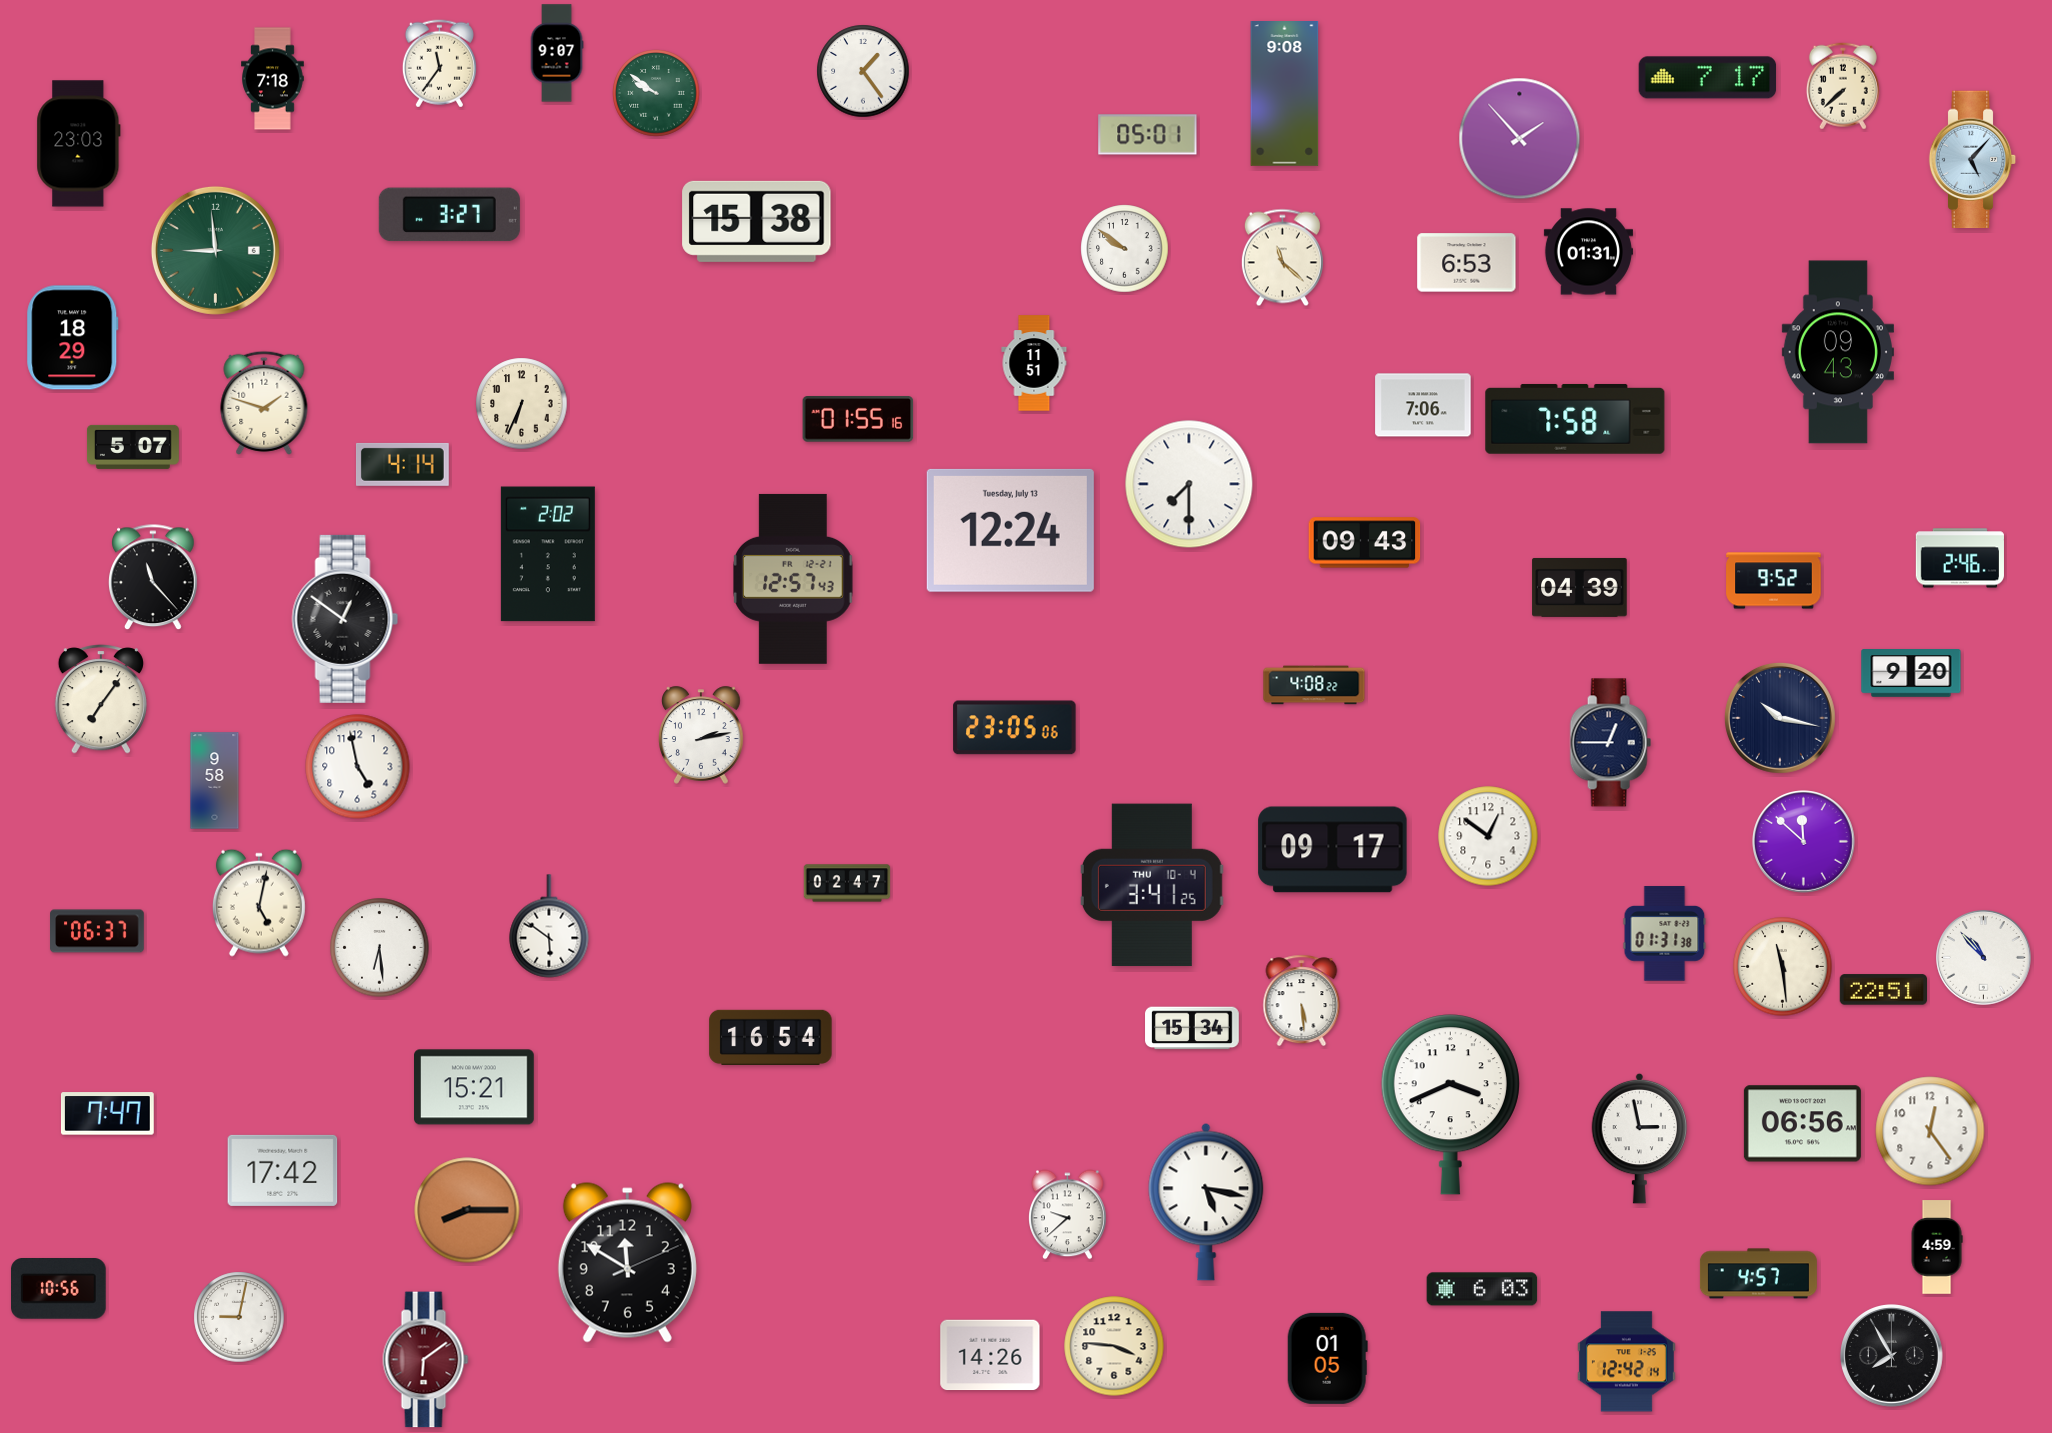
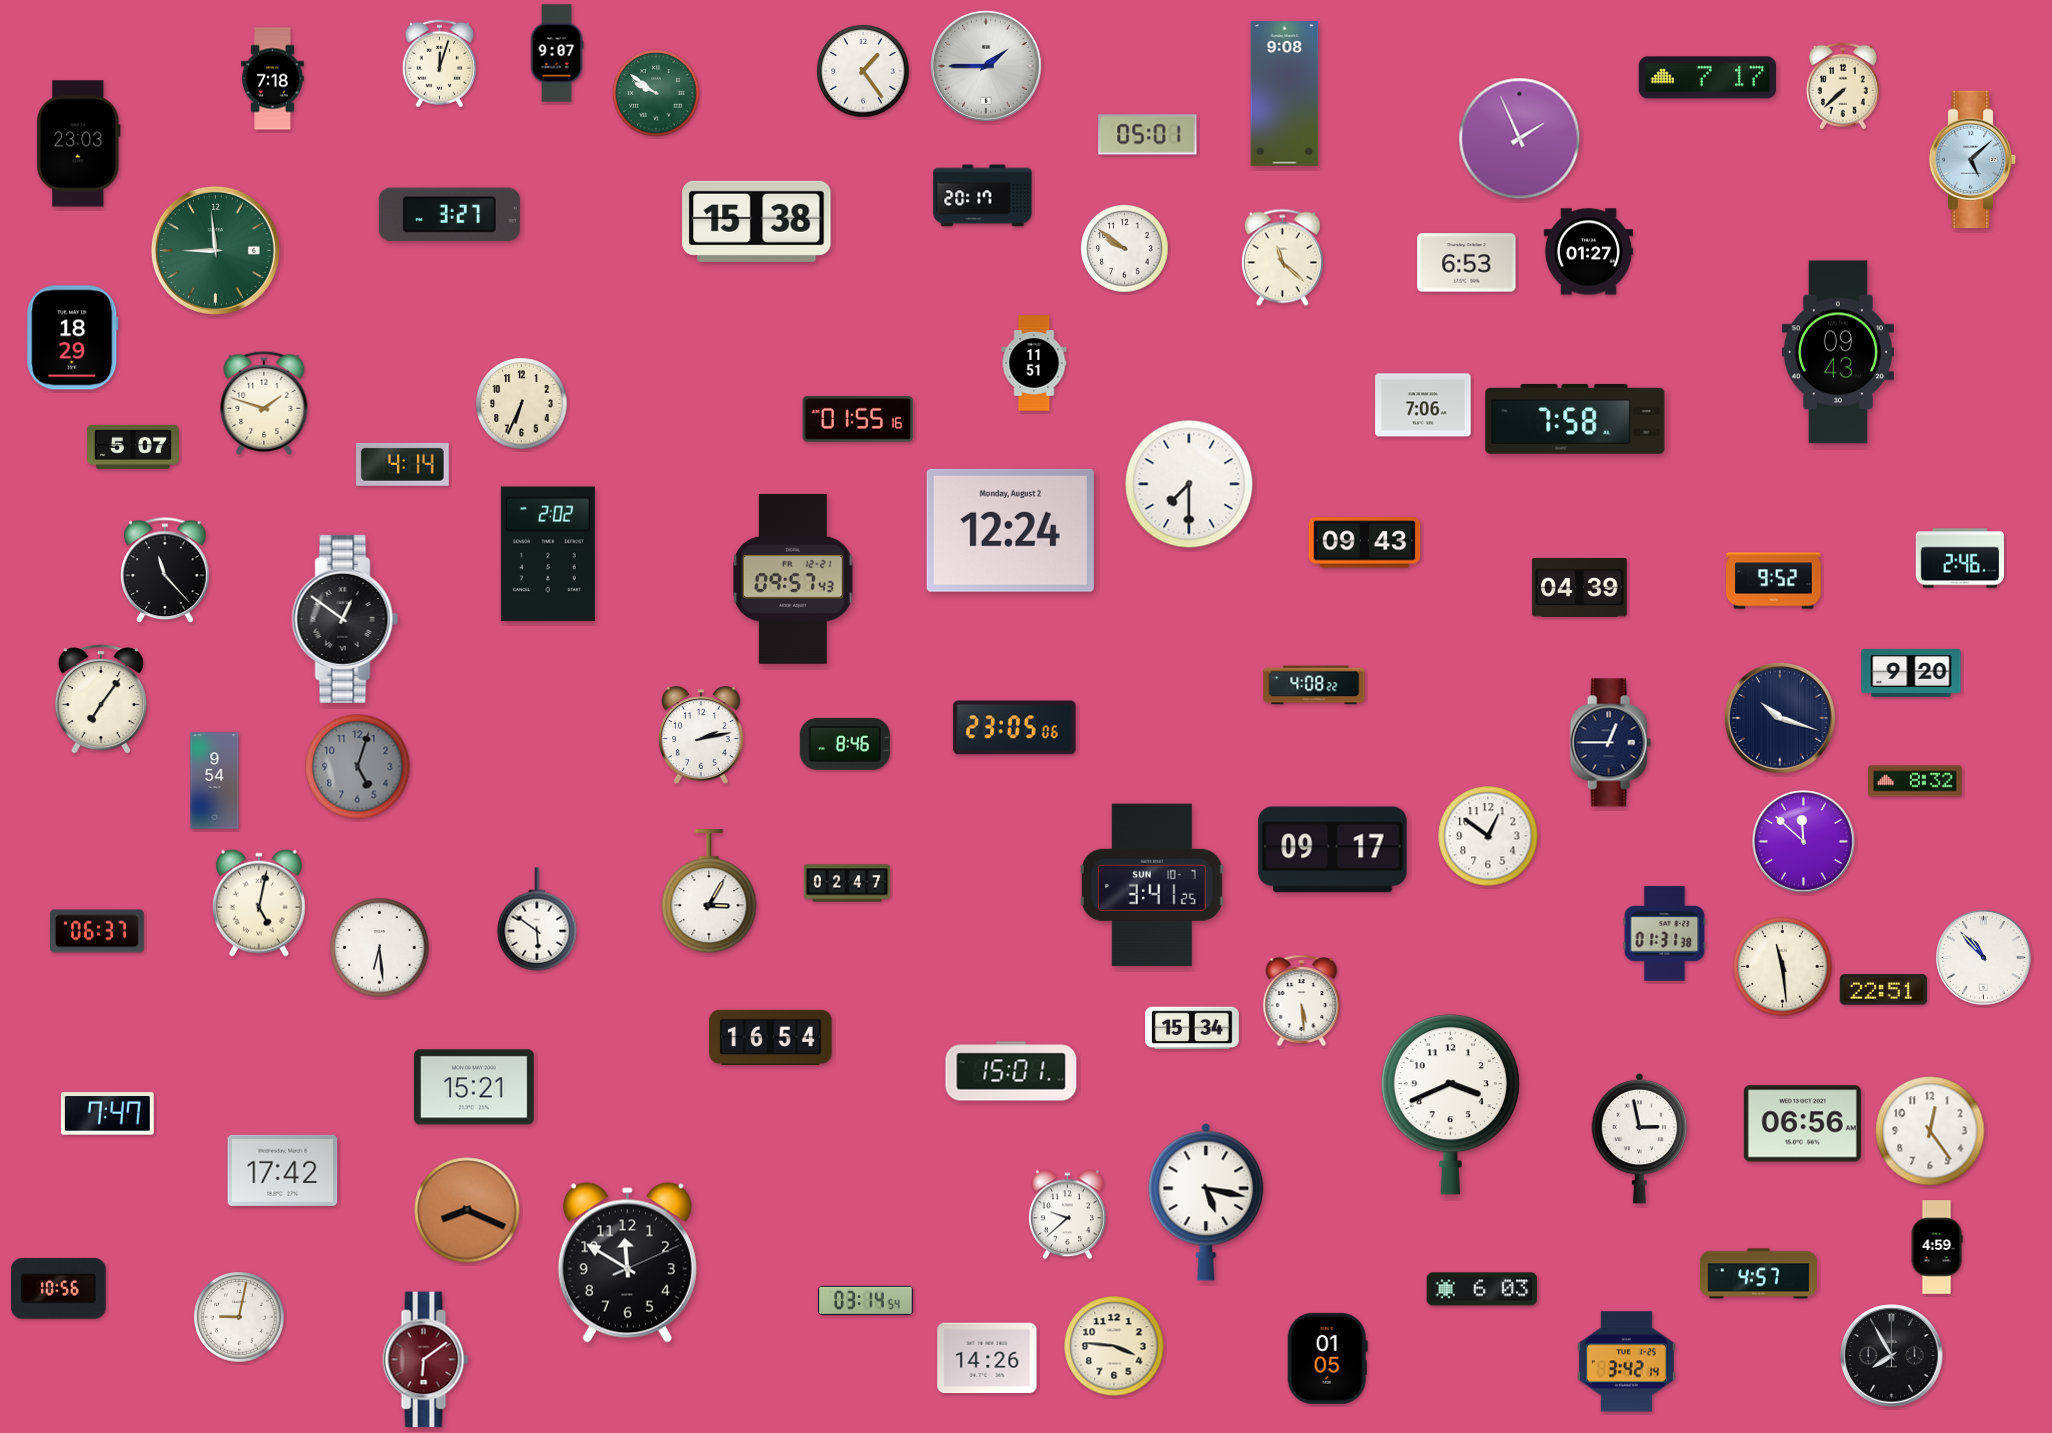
clock at (439, 64): 11:36 -> 12:03
clock at (986, 66): none -> 1:45
clock at (1520, 139): 1:53 -> 1:56
clock at (1973, 160): 5:07 -> 5:08
clock at (983, 196): none -> 20:17
clock at (1588, 252): 01:31 -> 01:27
clock at (1010, 530) date: Tuesday, July 13 -> Monday, August 2
clock at (154, 578) position: (154, 578) -> (166, 571)
clock at (794, 579): 12:57 -> 09:57
clock at (1780, 718): 10:17 -> 10:18
clock at (845, 744): none -> 8:46
clock at (358, 767): 4:58 -> 5:03
clock at (358, 767) dial: white -> grey
clock at (215, 781): 9:58 -> 9:54
clock at (1915, 781): none -> 8:32
clock at (1152, 885) date: THU 10-4 -> SUN 10-7
clock at (709, 892): none -> 3:05
clock at (549, 926) position: (549, 926) -> (537, 919)
clock at (1011, 1071): none -> 15:01
clock at (467, 1210): 8:15 -> 8:19
clock at (866, 1300): none -> 03:14
clock at (990, 1355) position: (990, 1355) -> (987, 1358)
clock at (1626, 1362): 12:42 -> 3:42
